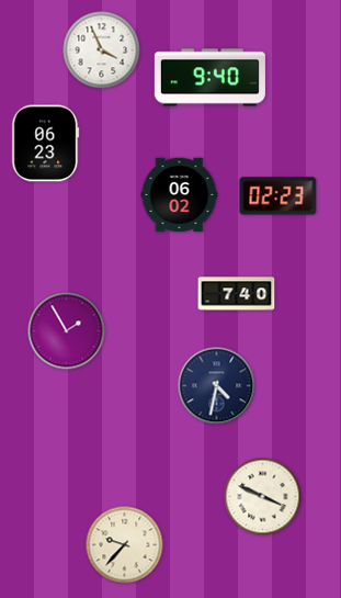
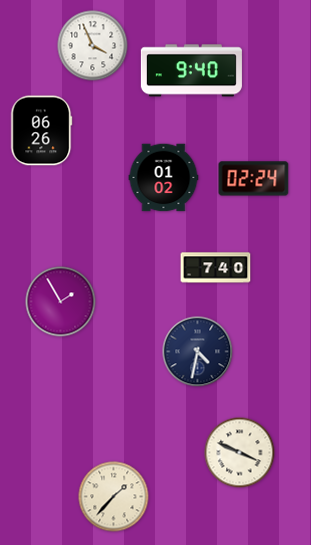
clock at (46, 144): 06:23 -> 06:26
clock at (180, 195): 06:02 -> 01:02
clock at (279, 196): 02:23 -> 02:24
clock at (125, 545): 9:37 -> 1:37
